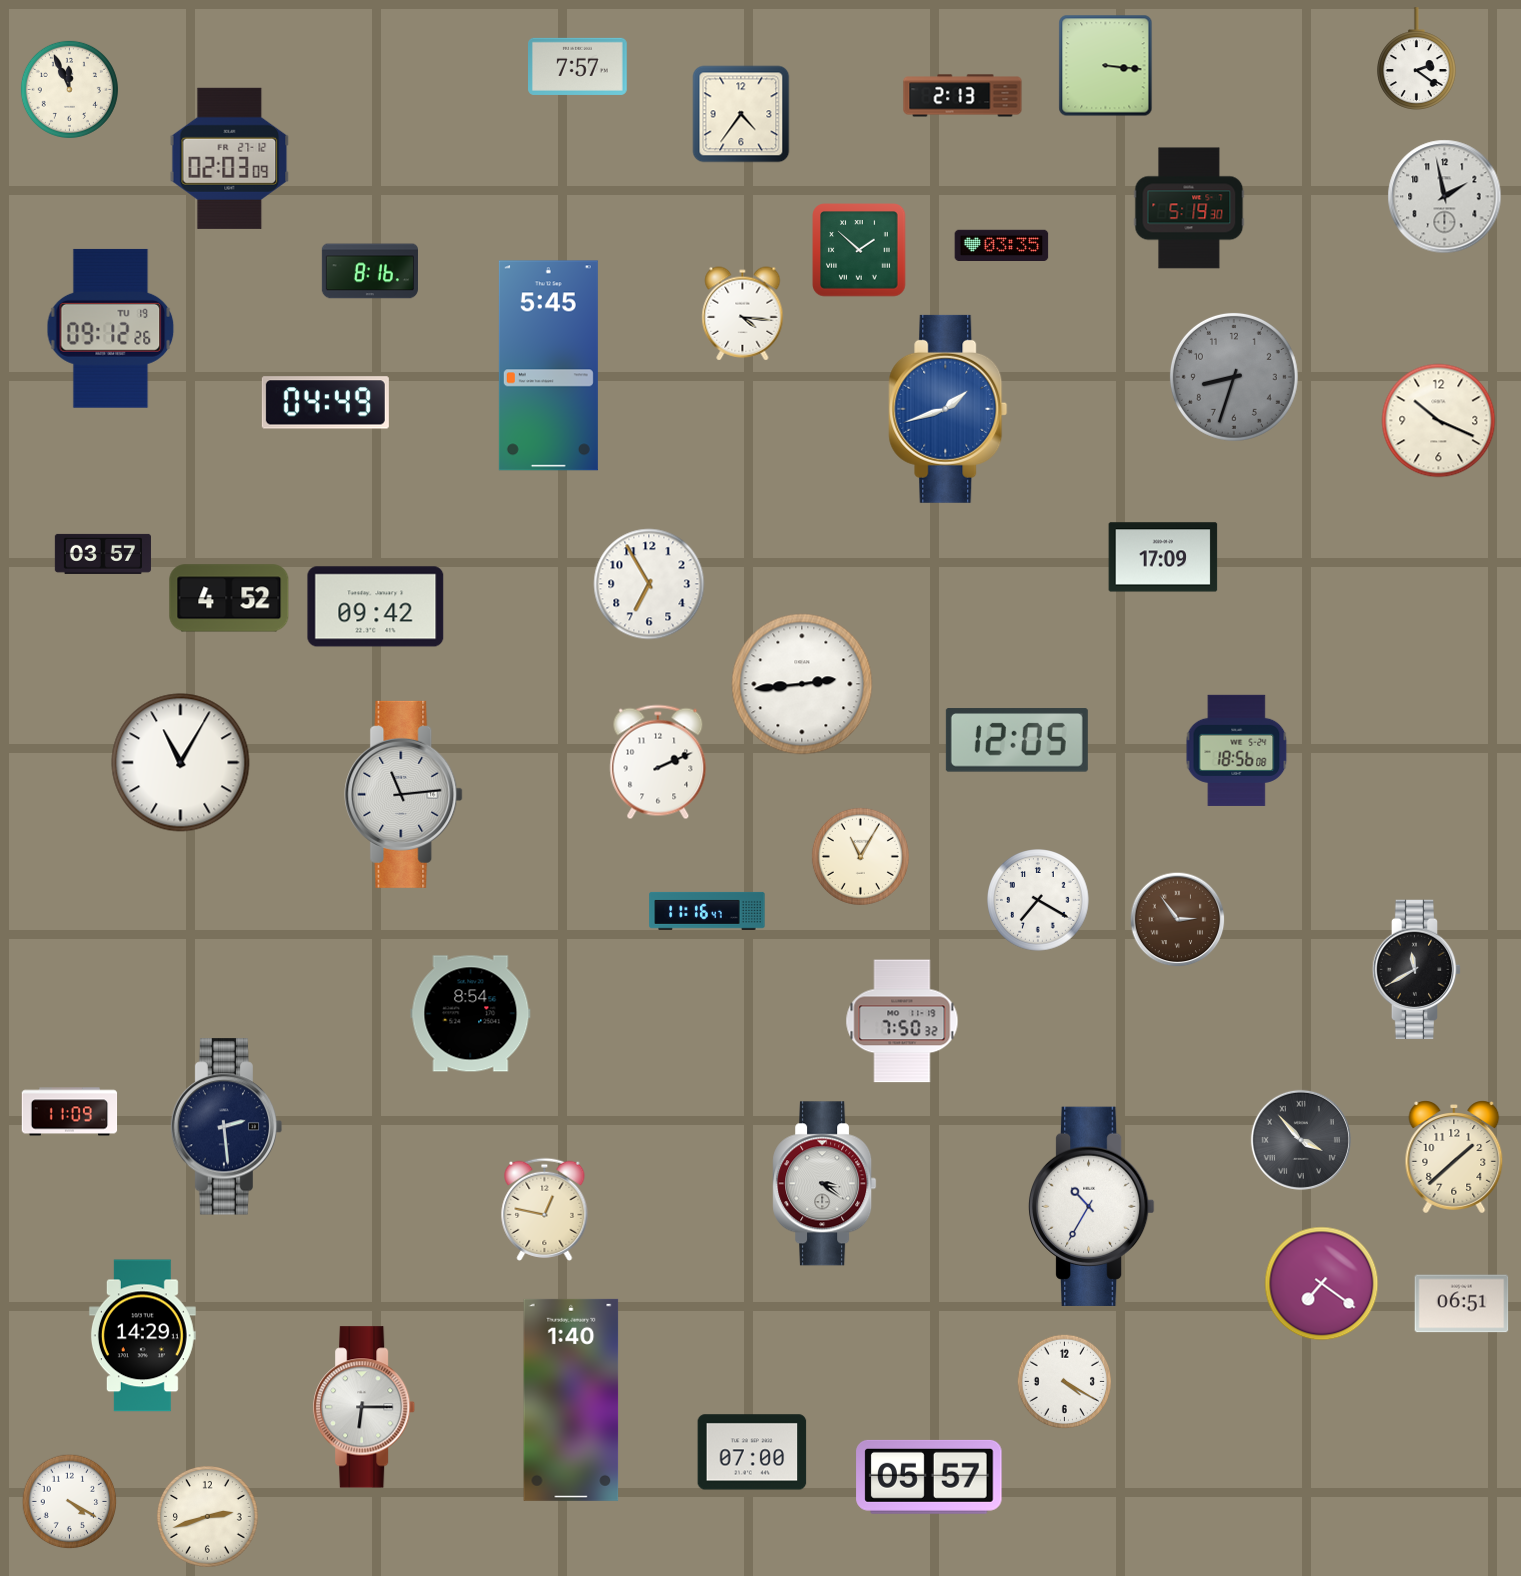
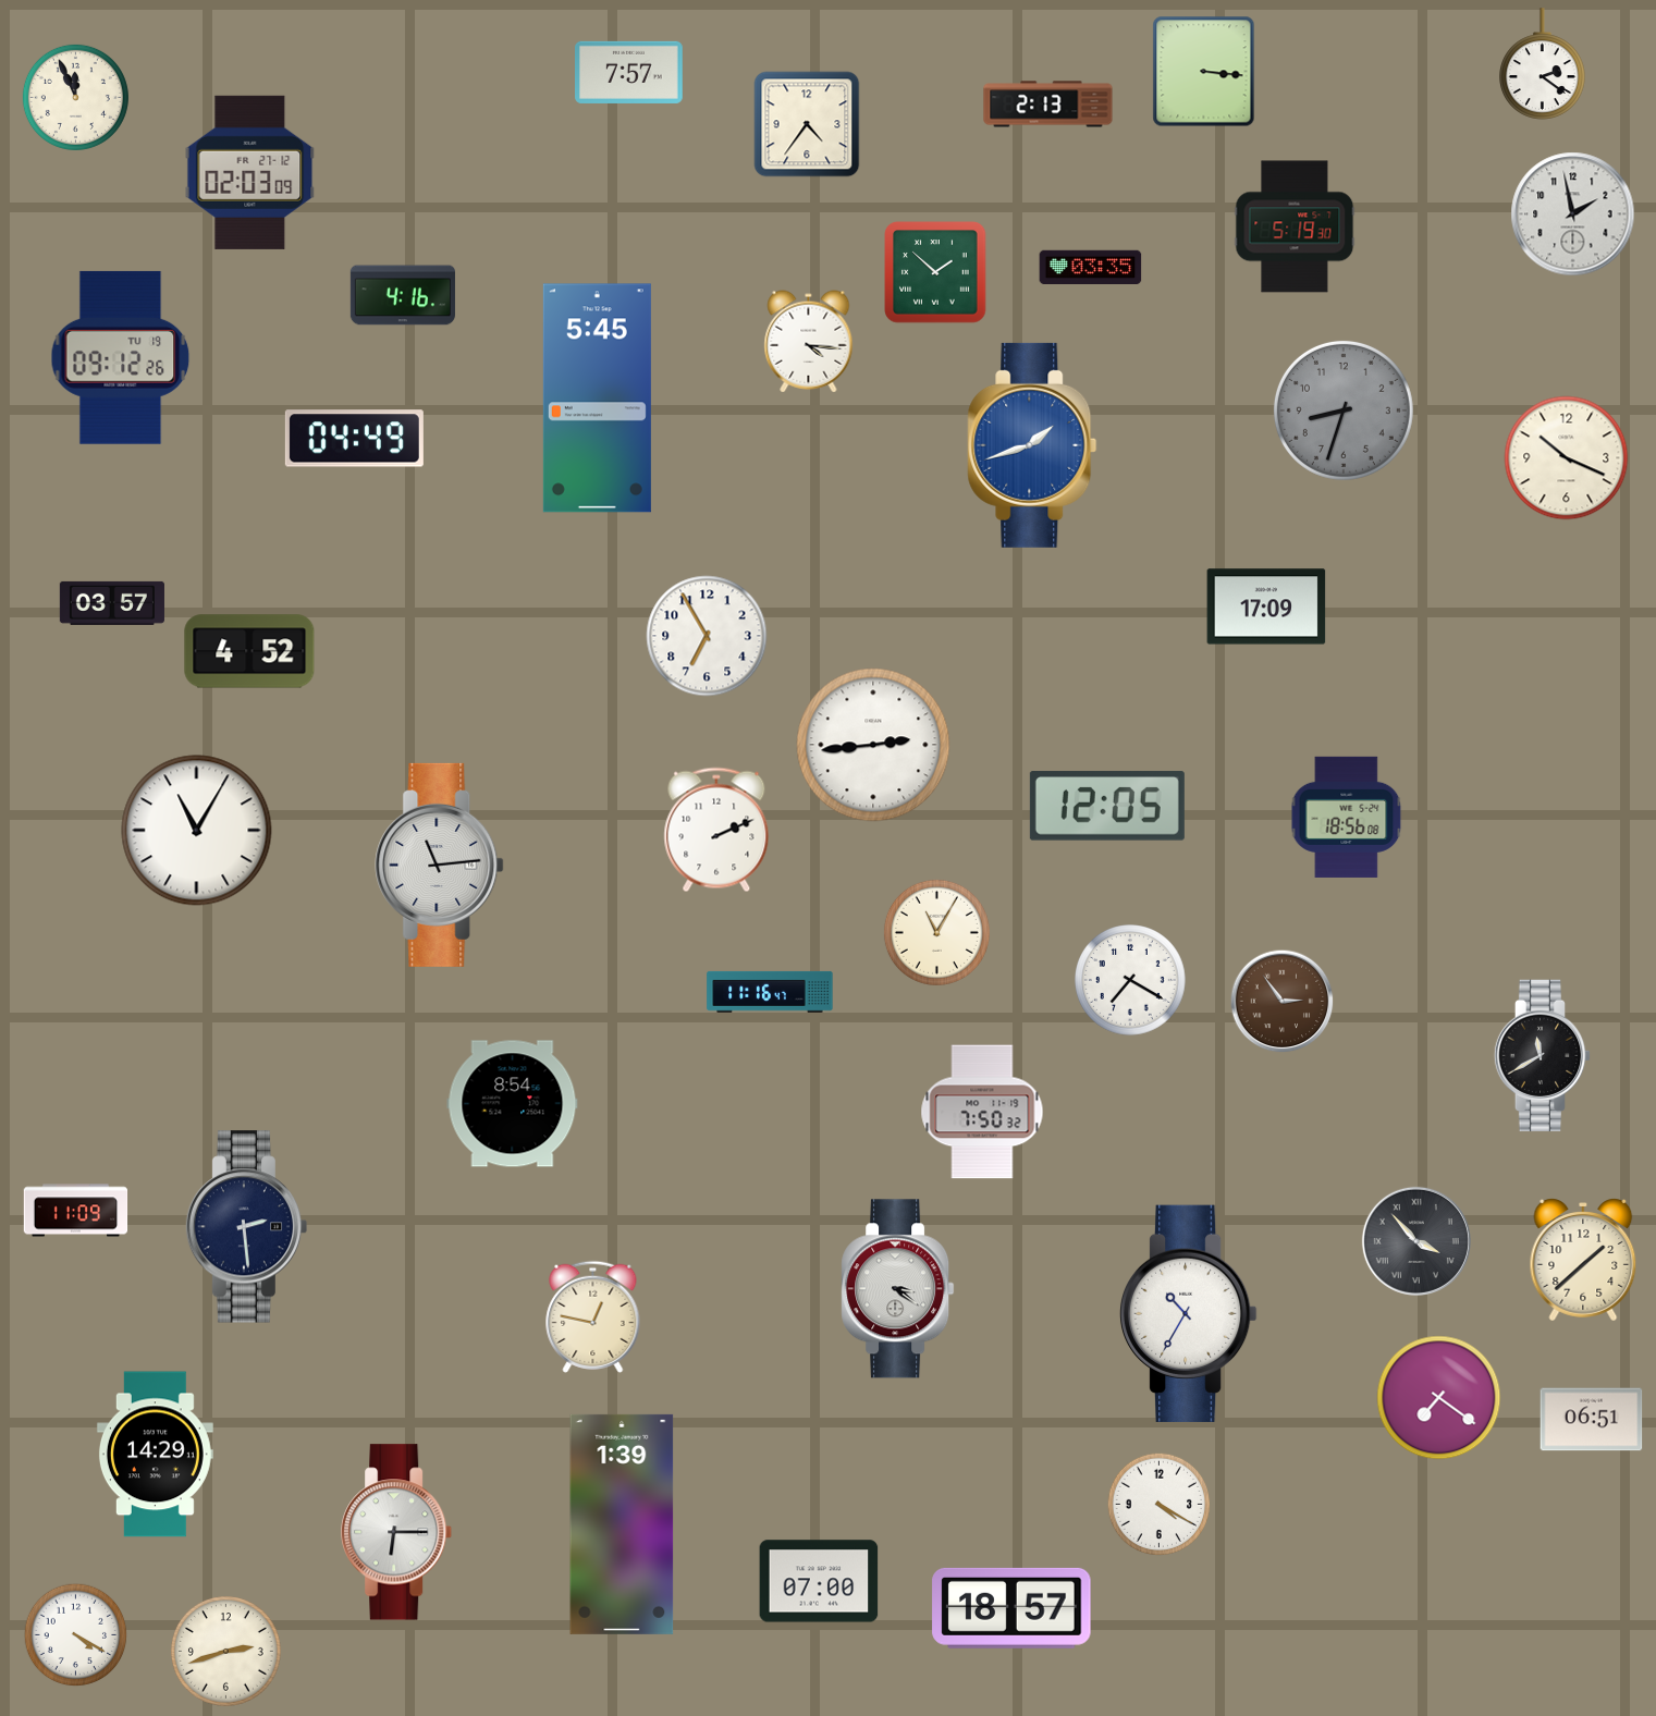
clock at (370, 271): 8:16 -> 4:16
clock at (376, 607): 09:42 -> none
clock at (571, 1400): 1:40 -> 1:39
clock at (929, 1477): 05:57 -> 18:57
